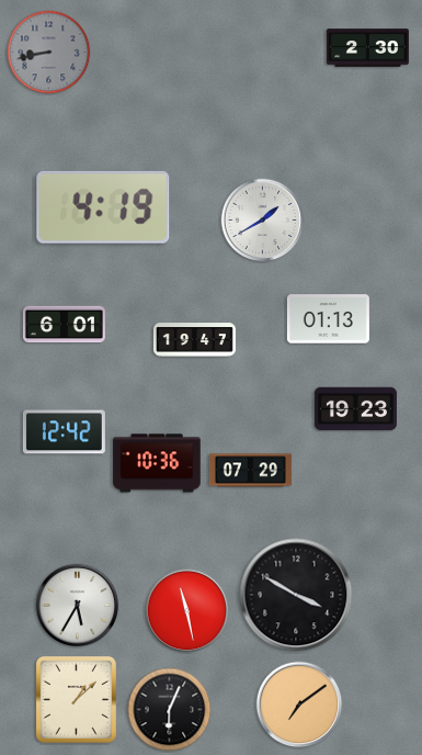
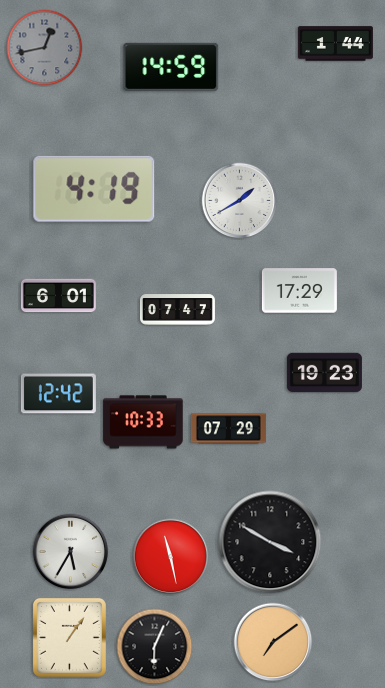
clock at (367, 48): 2:30 -> 1:44
clock at (49, 53): 8:43 -> 12:43
clock at (171, 67): none -> 14:59
clock at (328, 319): 01:13 -> 17:29
clock at (194, 340): 19:47 -> 07:47
clock at (157, 463): 10:36 -> 10:33
clock at (76, 699): 1:08 -> 1:06
